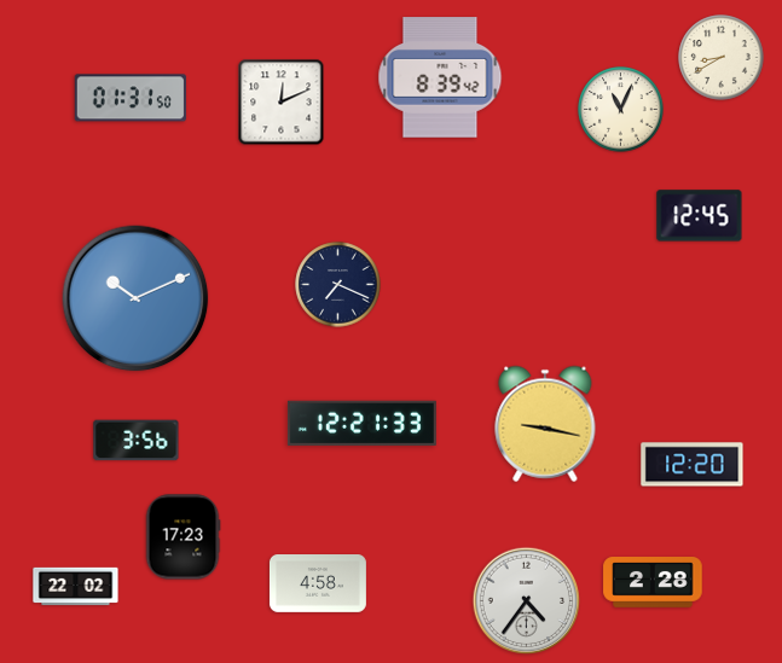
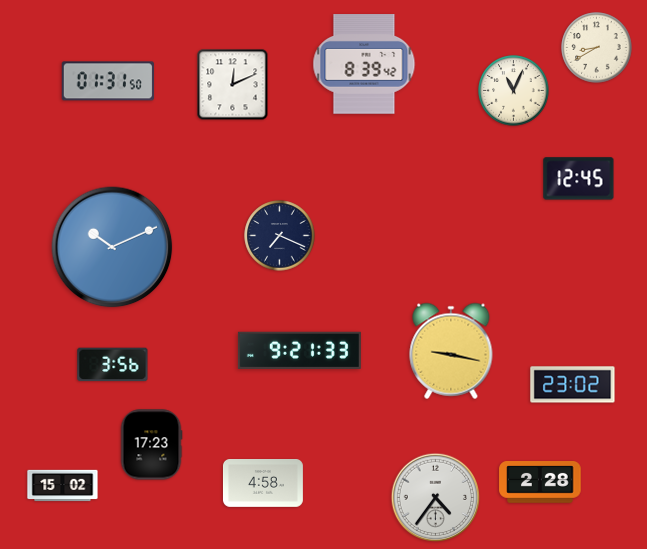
clock at (361, 423): 12:21 -> 9:21
clock at (693, 465): 12:20 -> 23:02
clock at (76, 587): 22:02 -> 15:02
